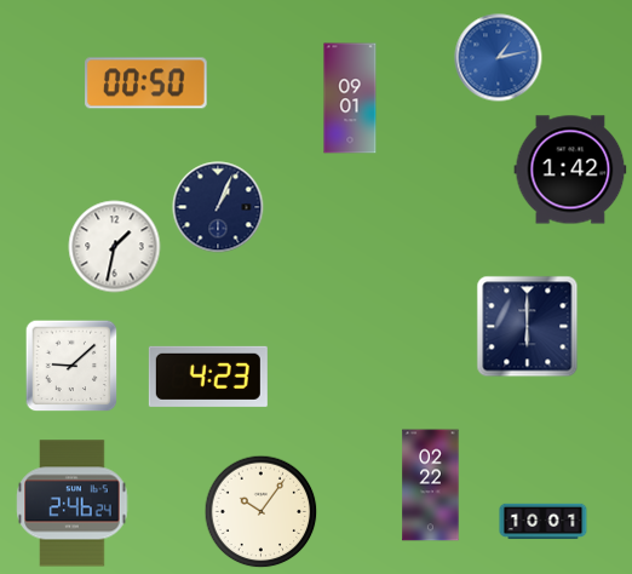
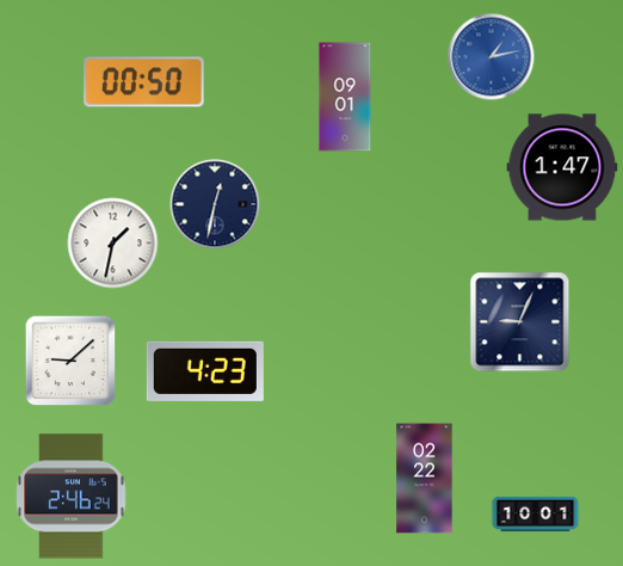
clock at (570, 170): 1:42 -> 1:47
clock at (218, 207): 1:04 -> 12:32
clock at (528, 327): 6:00 -> 9:04
clock at (262, 512): 10:06 -> none
